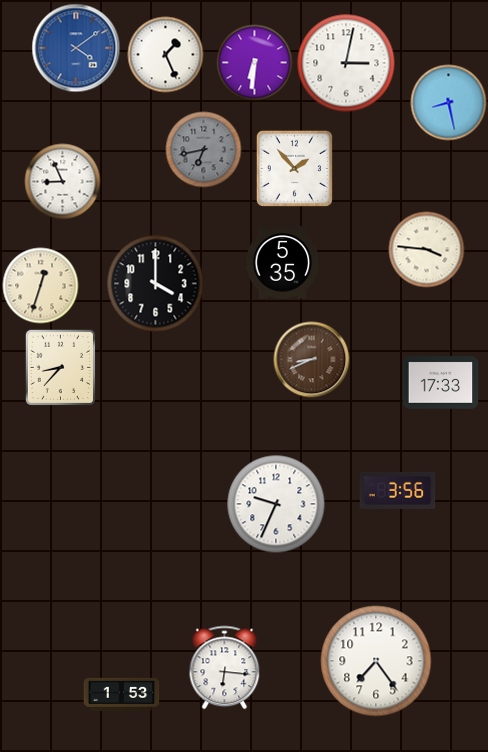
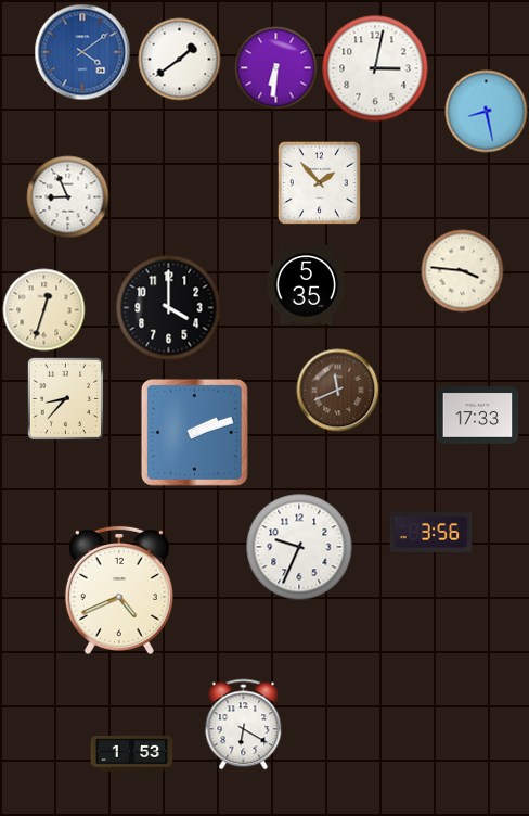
clock at (166, 55): 1:26 -> 1:39
clock at (204, 150): 6:43 -> none
clock at (312, 360): 8:41 -> 11:41
clock at (194, 432): none -> 2:12
clock at (119, 590): none -> 4:41
clock at (376, 661): 7:24 -> none
clock at (225, 668): 6:16 -> 6:20
